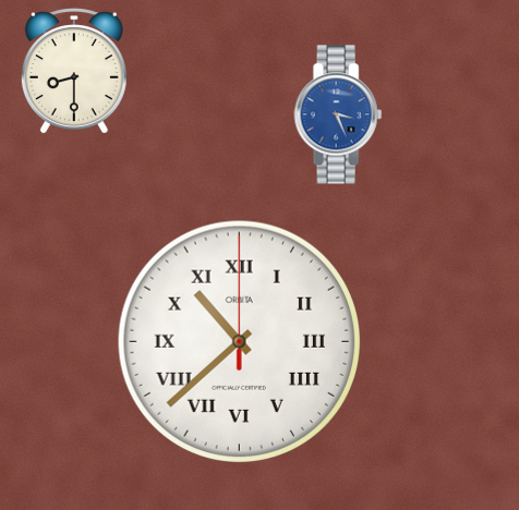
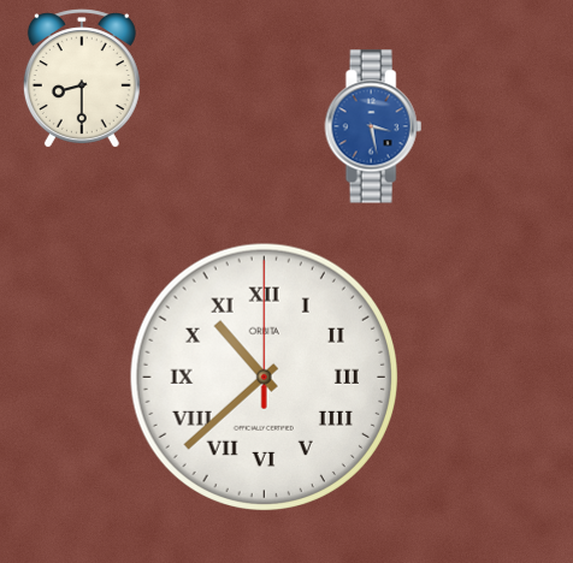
clock at (338, 114): 3:26 -> 3:28
